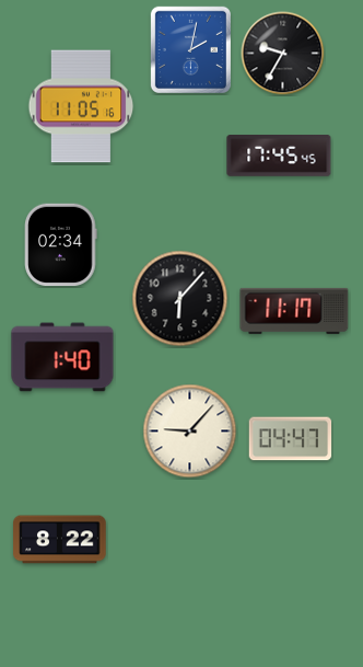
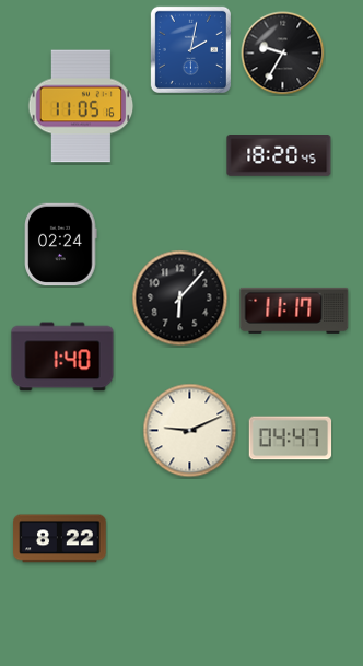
clock at (279, 157): 17:45 -> 18:20
clock at (61, 245): 02:34 -> 02:24
clock at (190, 432): 9:07 -> 9:11
